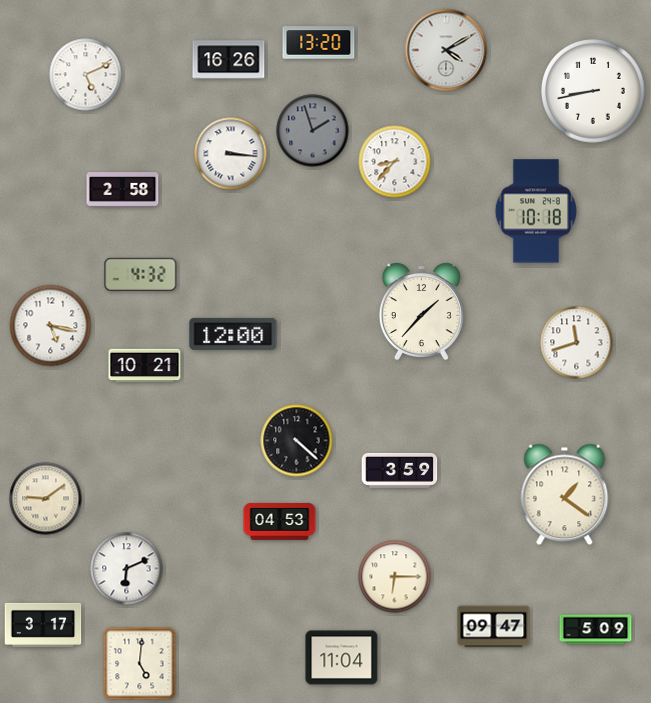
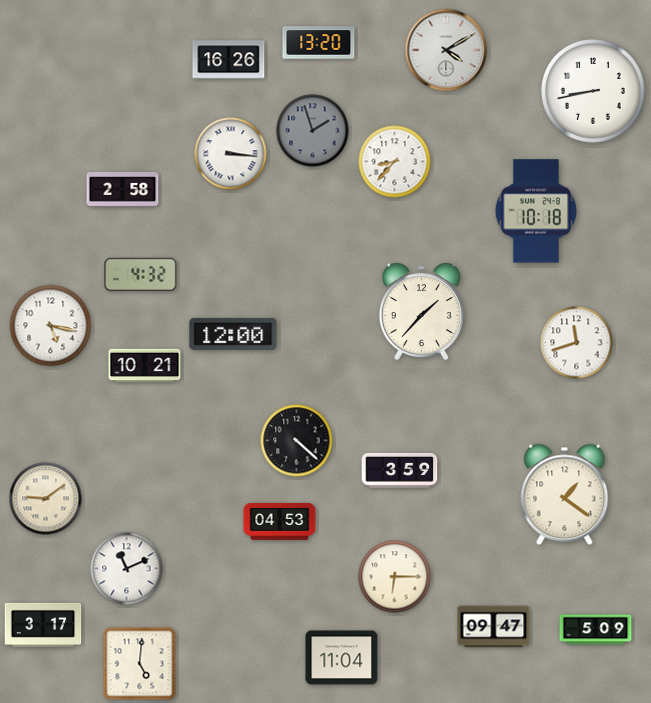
clock at (86, 75): 5:11 -> none
clock at (127, 569): 6:11 -> 11:11
